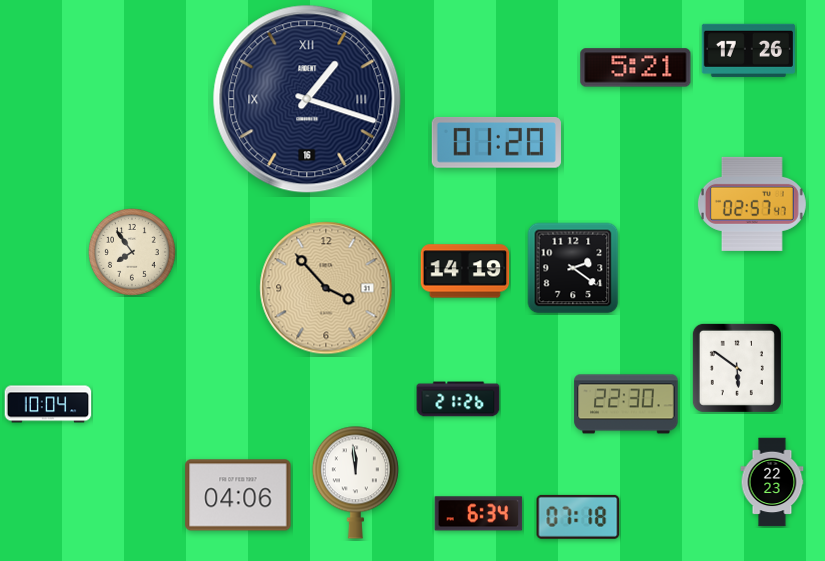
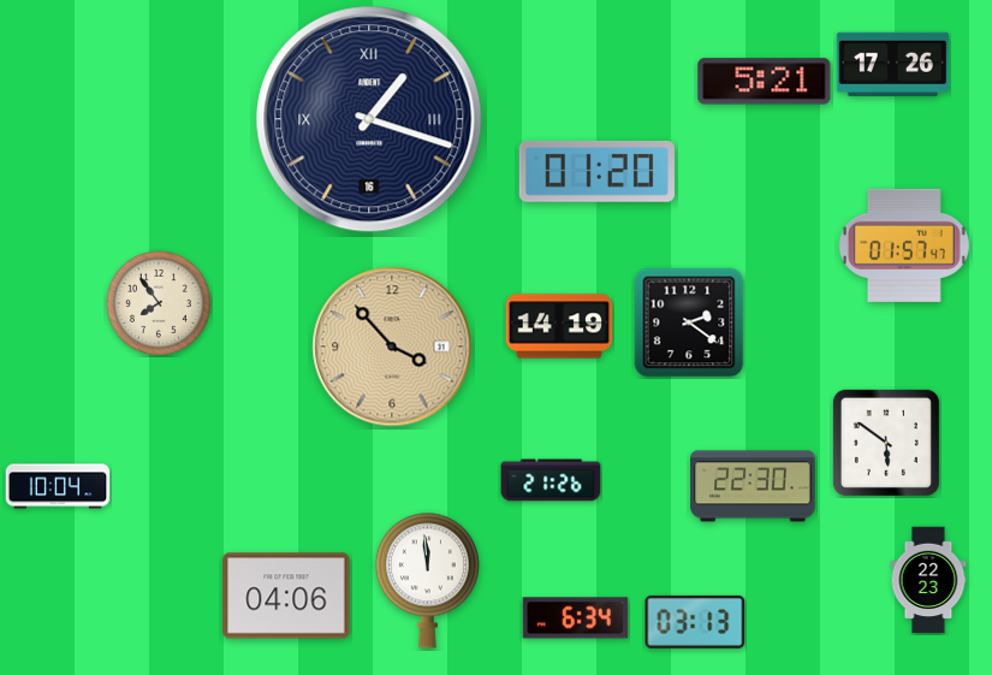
clock at (748, 50) position: (748, 50) -> (892, 64)
clock at (752, 204): 02:57 -> 01:57
clock at (578, 517): 07:18 -> 03:13
